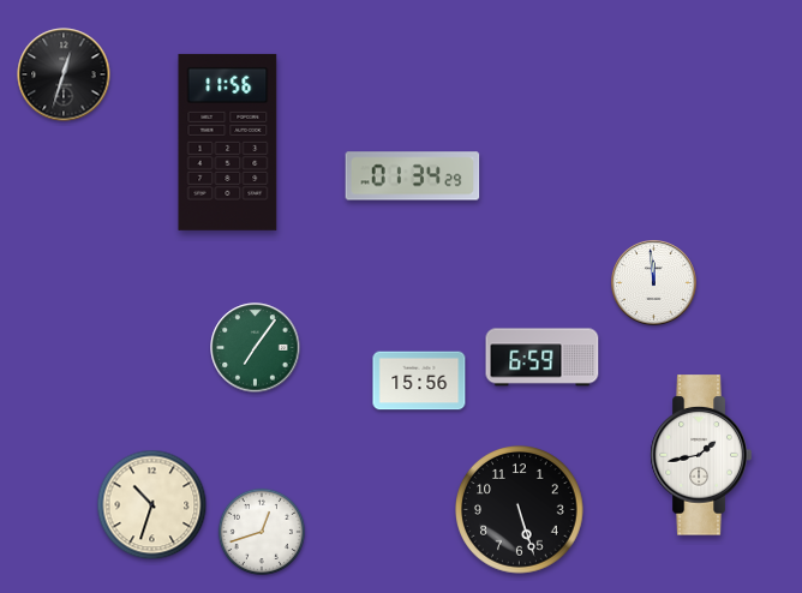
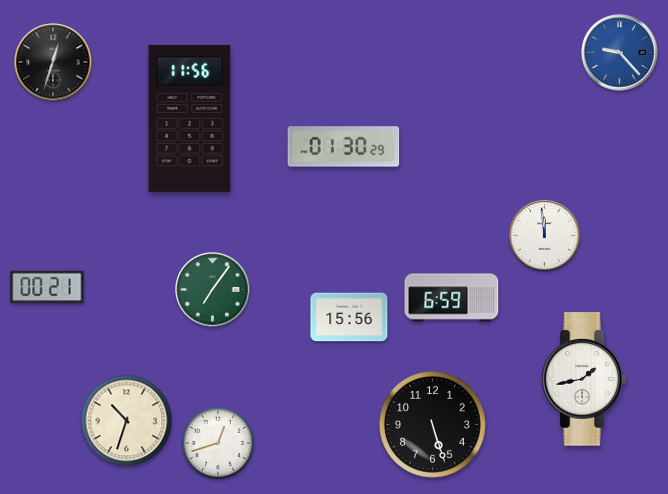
clock at (620, 53): none -> 9:23
clock at (413, 176): 01:34 -> 01:30
clock at (47, 287): none -> 00:21
